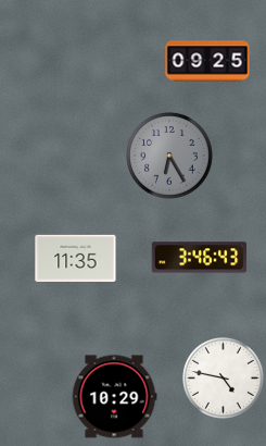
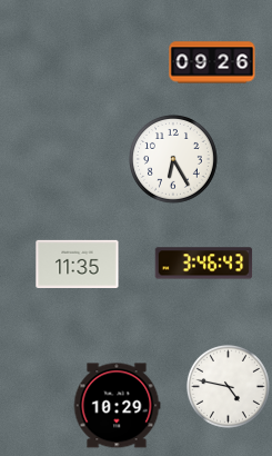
clock at (207, 61): 09:25 -> 09:26
clock at (170, 157) dial: grey -> white
